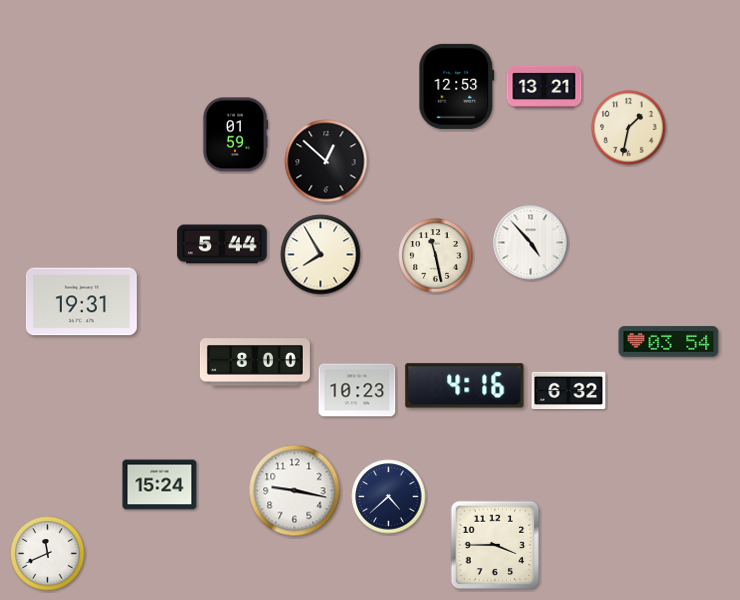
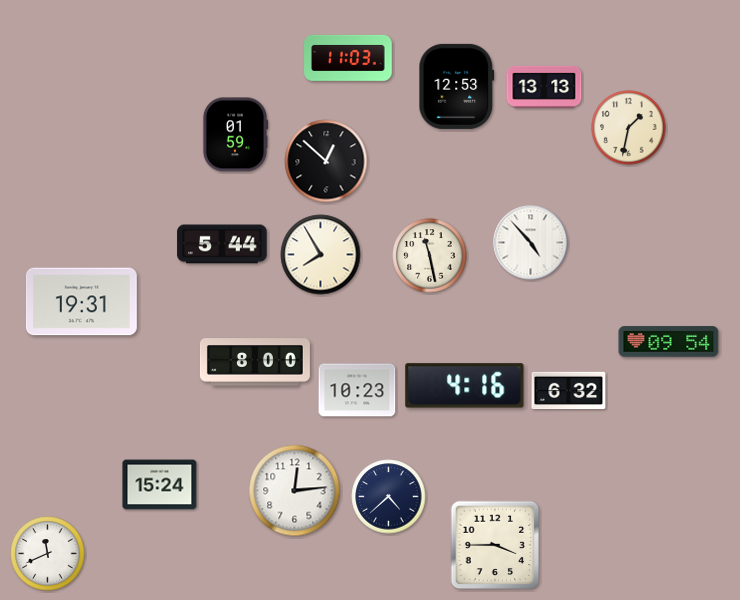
clock at (348, 58): none -> 11:03
clock at (544, 87): 13:21 -> 13:13
clock at (436, 256) position: (436, 256) -> (430, 256)
clock at (669, 342): 03:54 -> 09:54
clock at (295, 491): 9:17 -> 12:14
